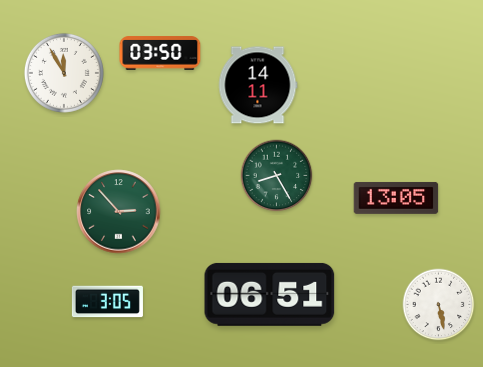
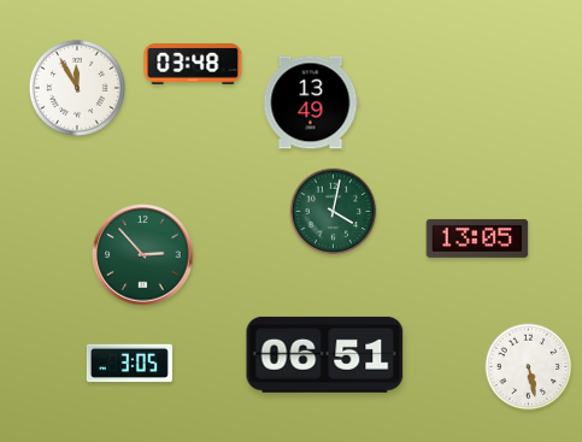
clock at (160, 53): 03:50 -> 03:48
clock at (258, 85): 14:11 -> 13:49
clock at (277, 176): 8:25 -> 4:02
